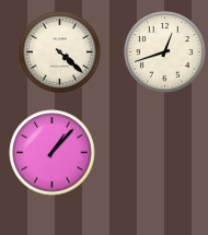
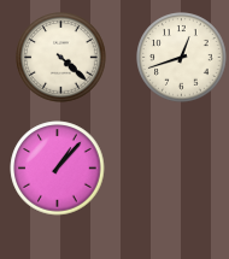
clock at (60, 52) position: (60, 52) -> (61, 58)
